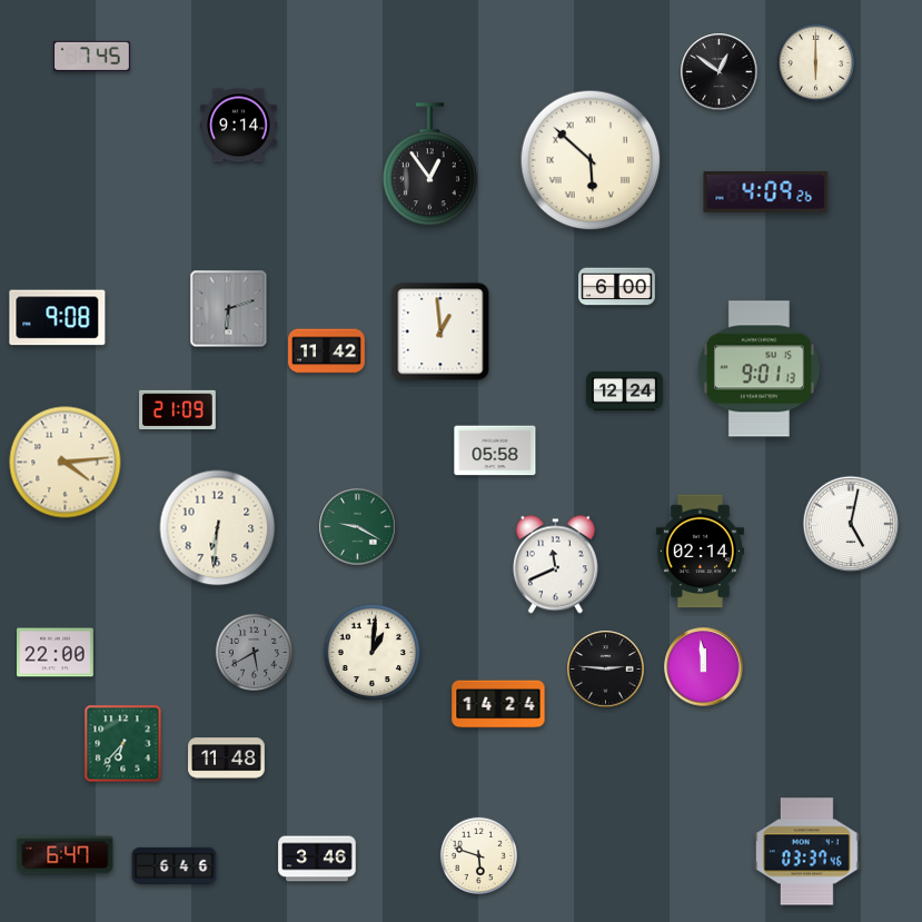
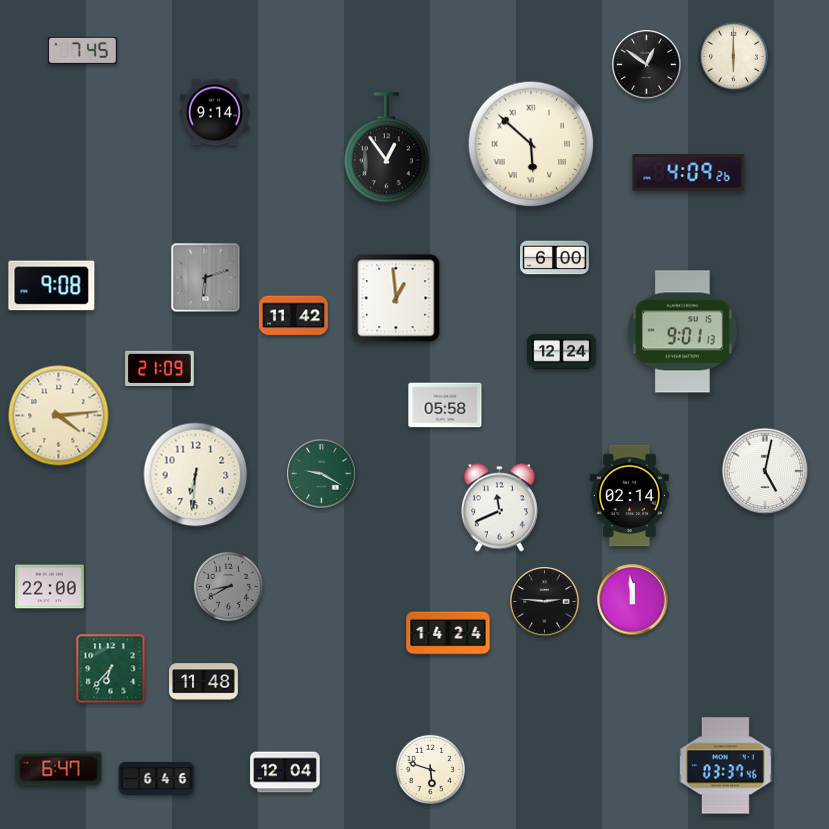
clock at (254, 652): 5:40 -> 8:40
clock at (373, 653): 1:01 -> none
clock at (317, 859): 3:46 -> 12:04
